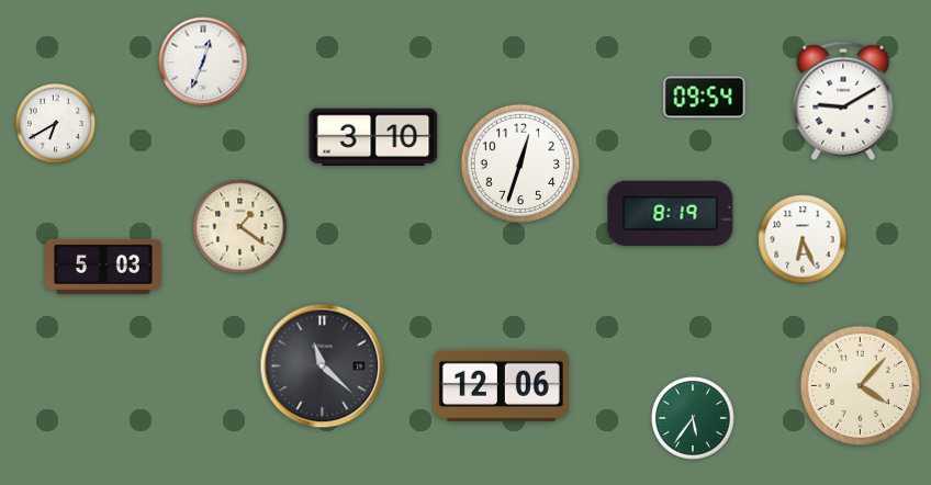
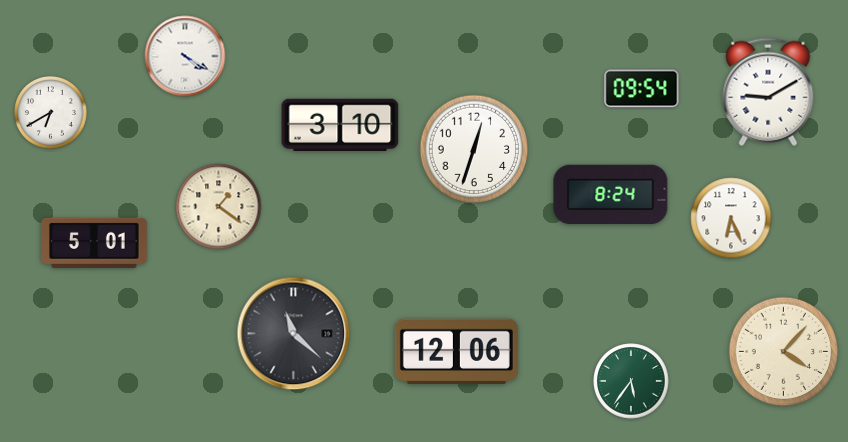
clock at (203, 61): 12:34 -> 4:20
clock at (671, 214): 8:19 -> 8:24
clock at (104, 267): 5:03 -> 5:01
